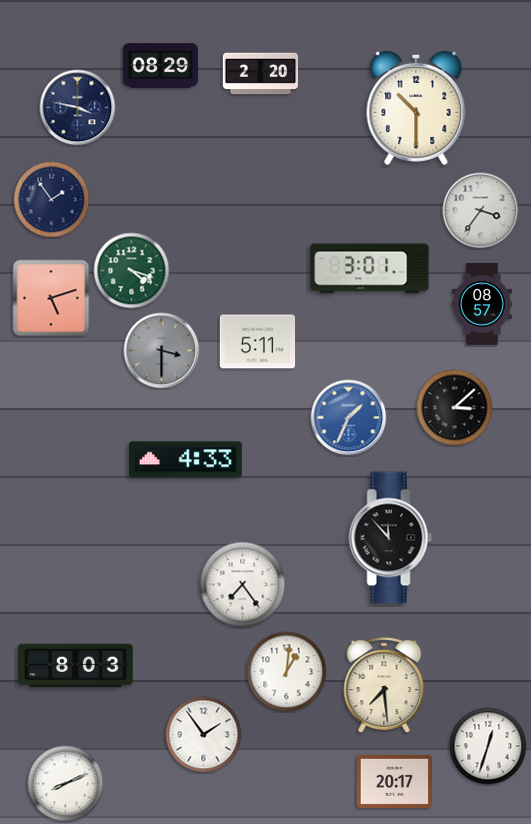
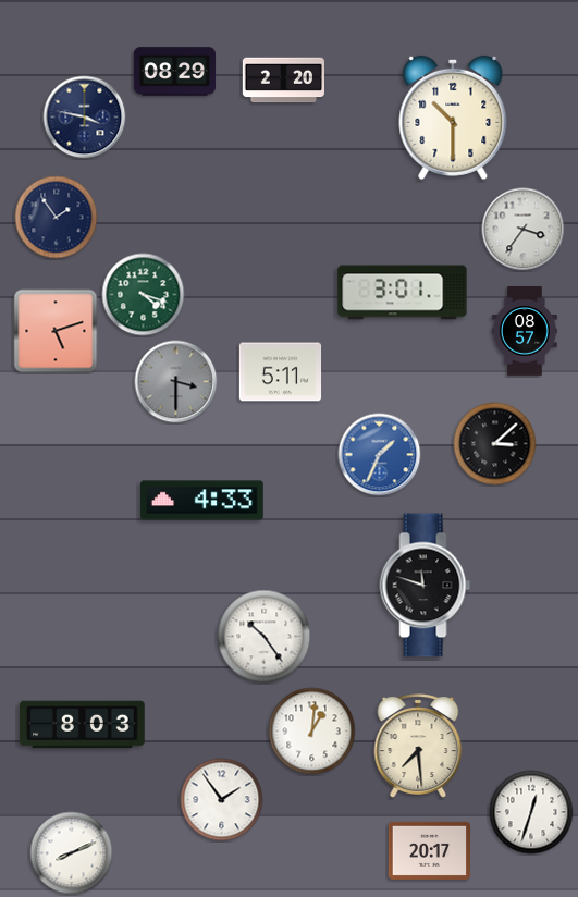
clock at (51, 298) position: (51, 298) -> (56, 331)
clock at (391, 538): 11:53 -> 11:48
clock at (243, 585): 7:24 -> 10:24
